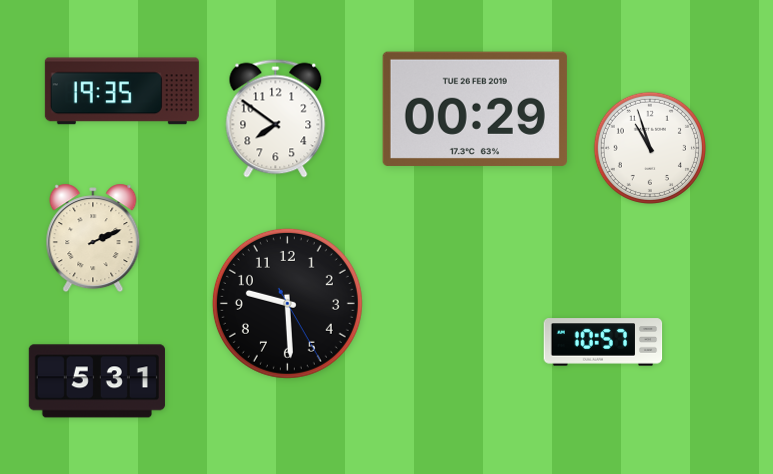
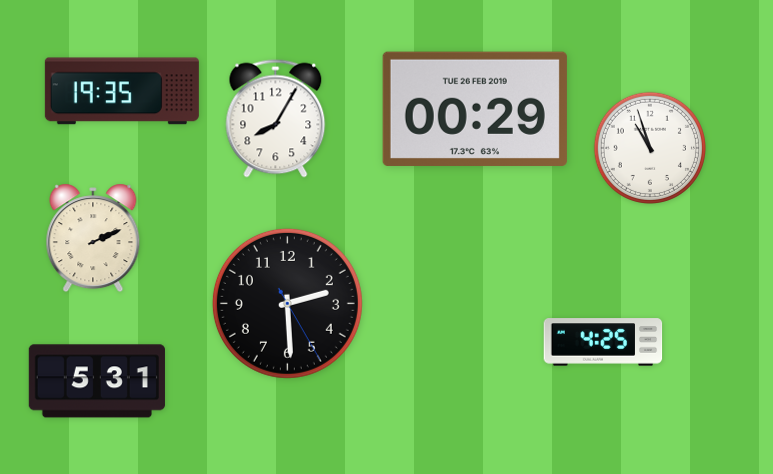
clock at (276, 119): 7:51 -> 8:05
clock at (287, 303): 9:29 -> 2:29
clock at (603, 342): 10:57 -> 4:25
